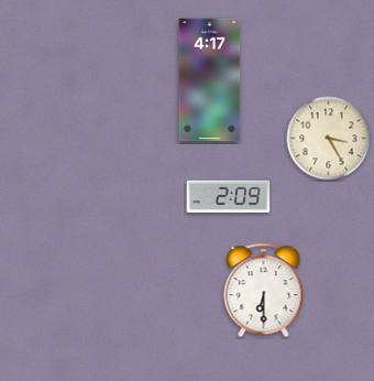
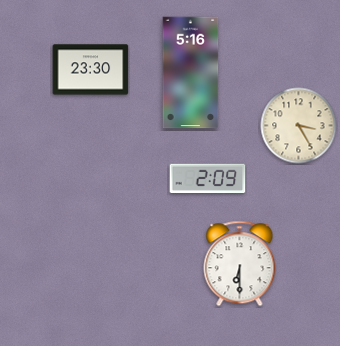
clock at (91, 70): none -> 23:30
clock at (210, 80): 4:17 -> 5:16
